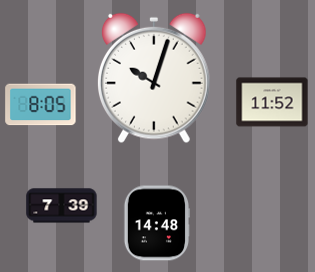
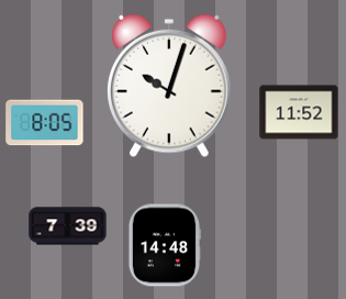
clock at (41, 105) position: (41, 105) -> (45, 123)
clock at (156, 223) position: (156, 223) -> (164, 245)
